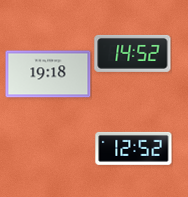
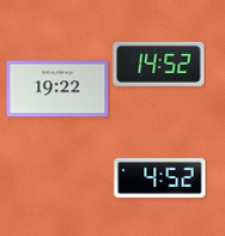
clock at (48, 74): 19:18 -> 19:22
clock at (134, 148): 12:52 -> 4:52
